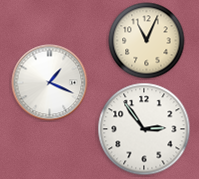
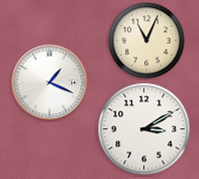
clock at (144, 129): 2:54 -> 3:10
